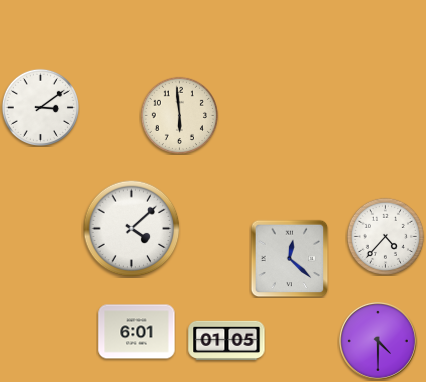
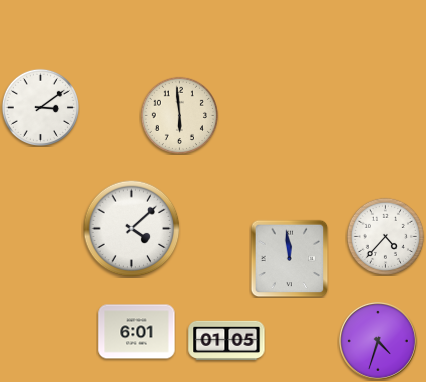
clock at (289, 258): 12:22 -> 11:59
clock at (378, 341): 4:30 -> 4:33
